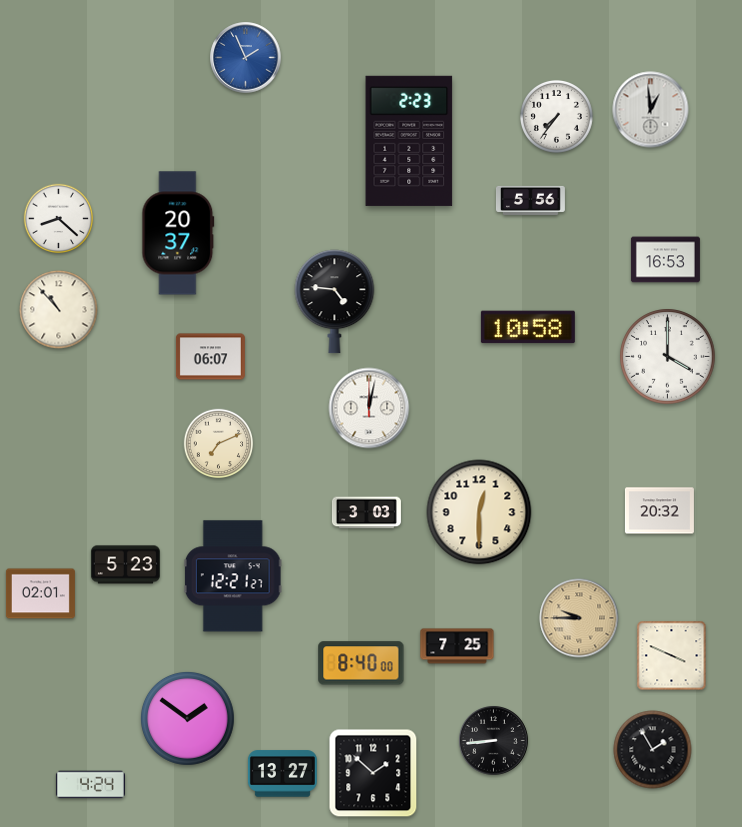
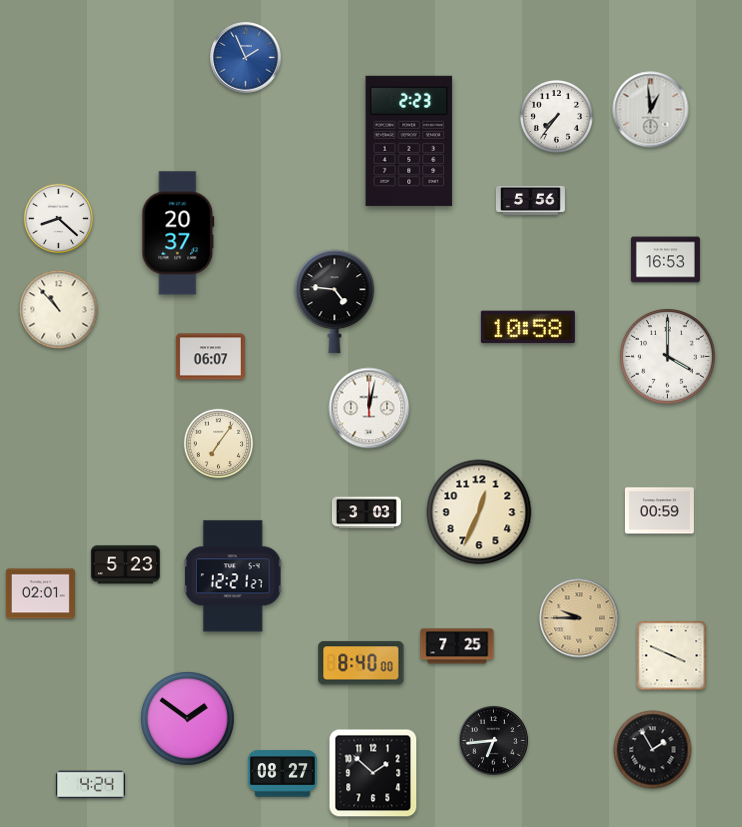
clock at (219, 444): 7:11 -> 7:06
clock at (659, 511): 20:32 -> 00:59
clock at (479, 512): 12:30 -> 12:34
clock at (494, 741): 8:44 -> 6:44
clock at (282, 774): 13:27 -> 08:27
